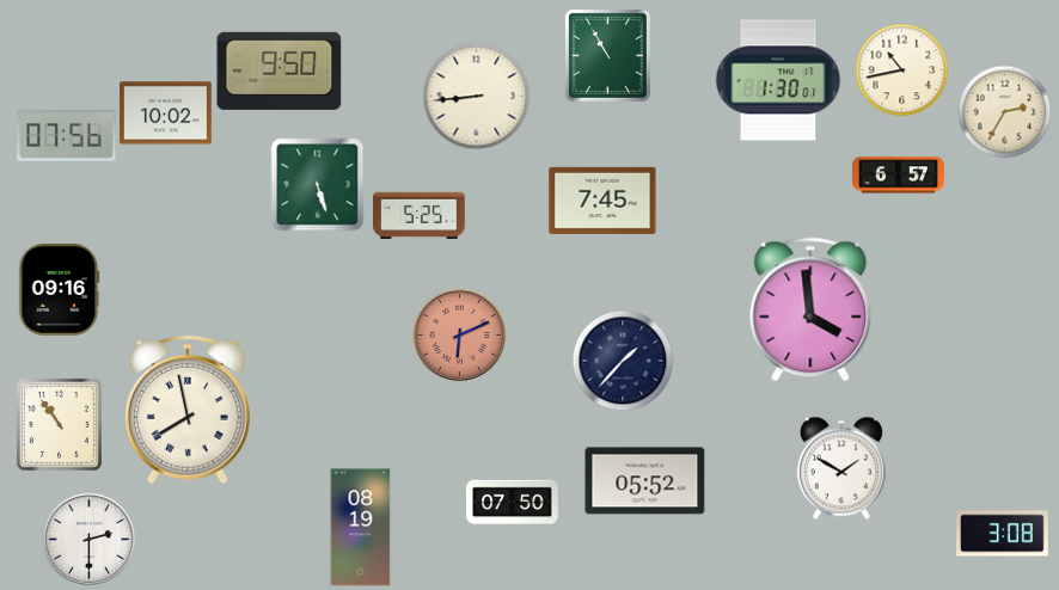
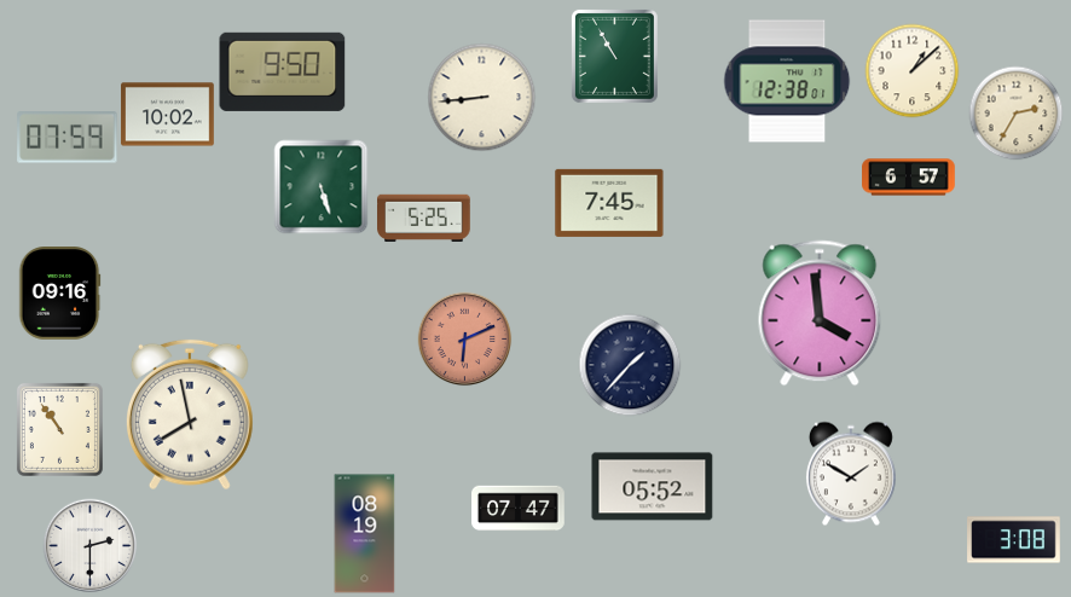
clock at (901, 69): 10:43 -> 1:08
clock at (778, 80): 1:30 -> 12:38
clock at (67, 136): 07:56 -> 07:59
clock at (513, 503): 07:50 -> 07:47
